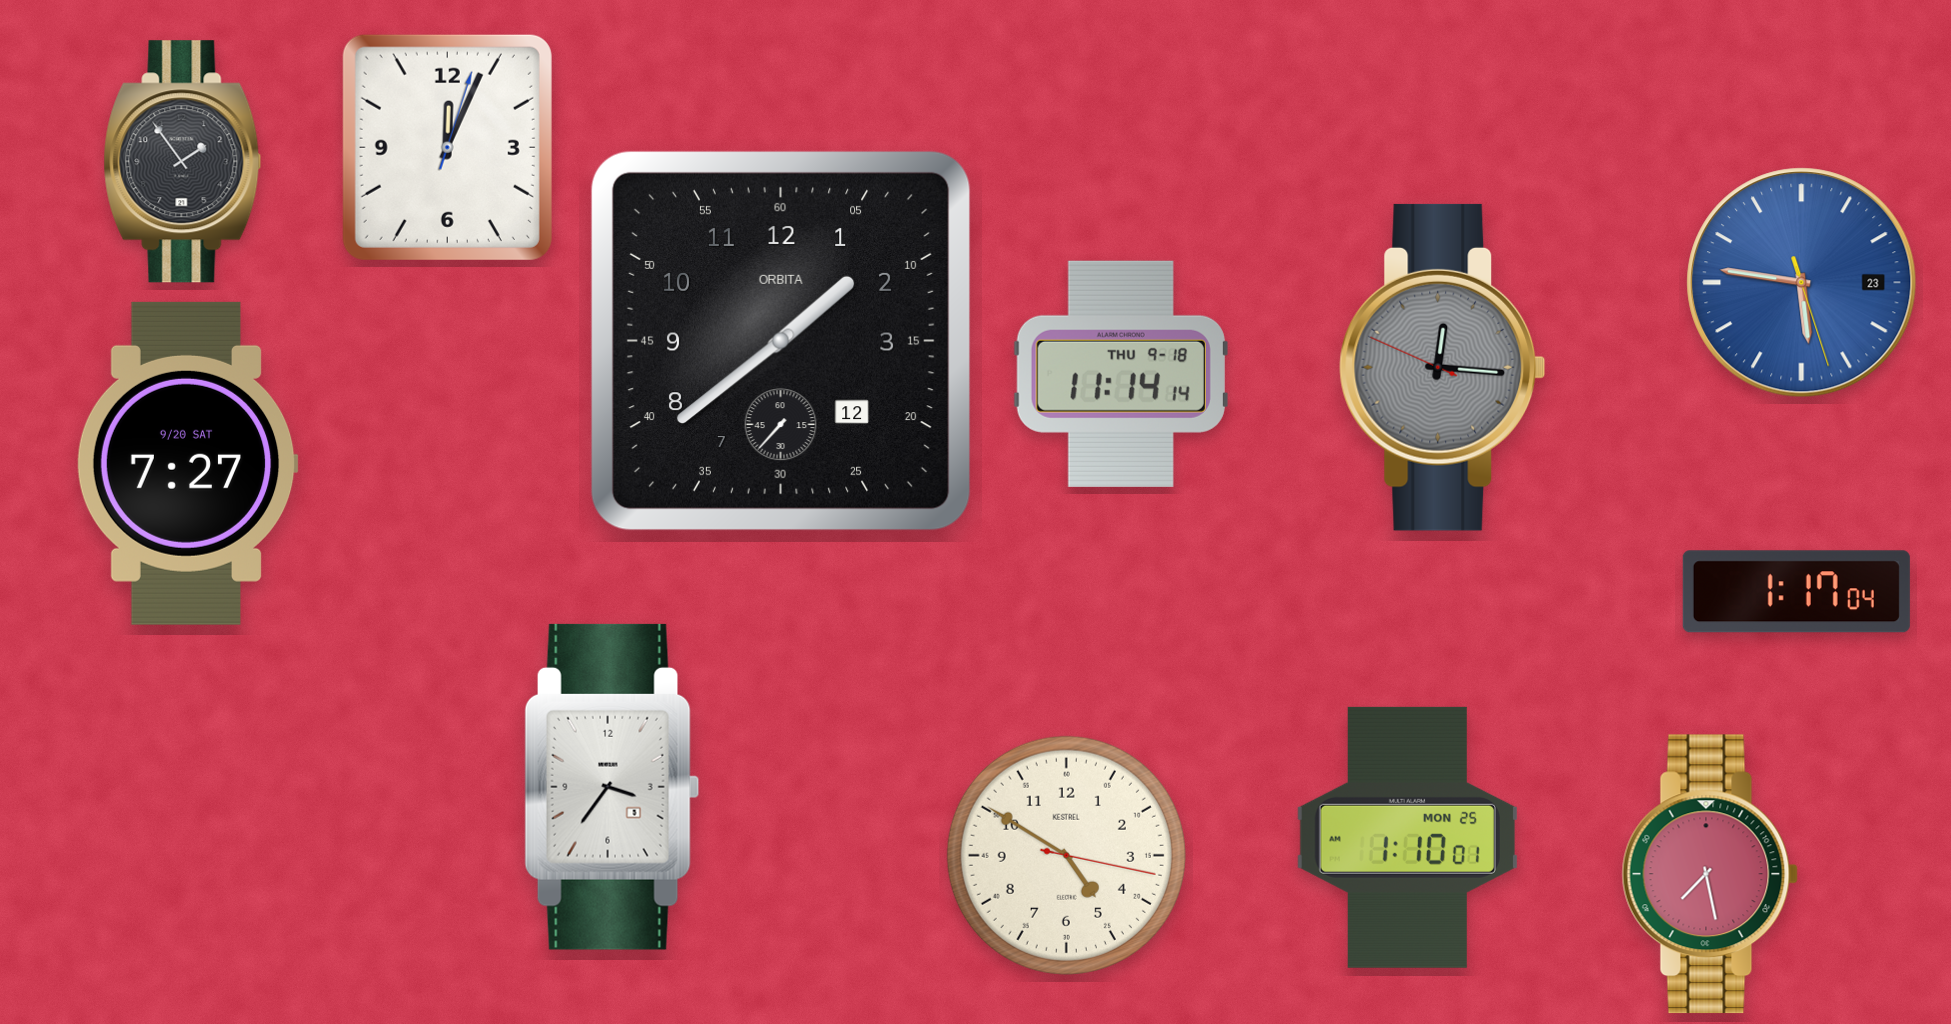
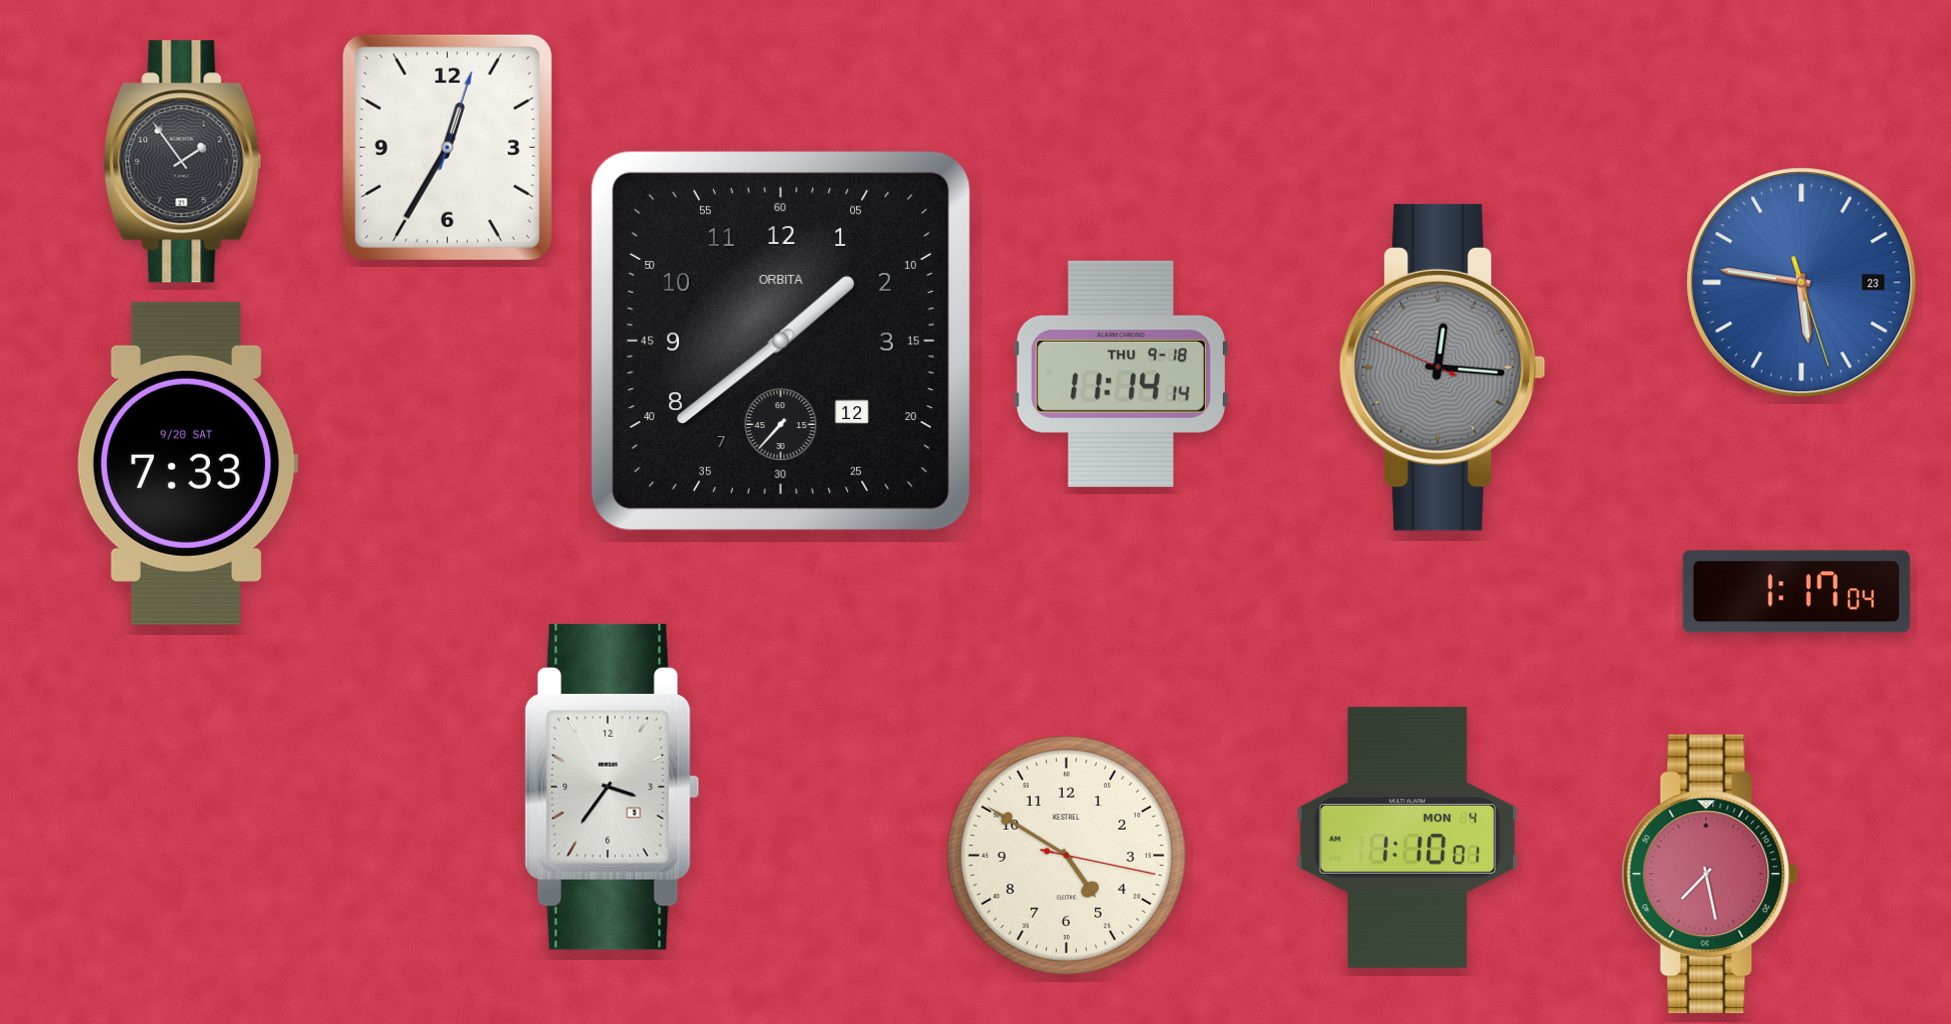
clock at (447, 147): 12:04 -> 12:35
clock at (187, 463): 7:27 -> 7:33
clock at (1407, 837) date: MON 25 -> MON 4
